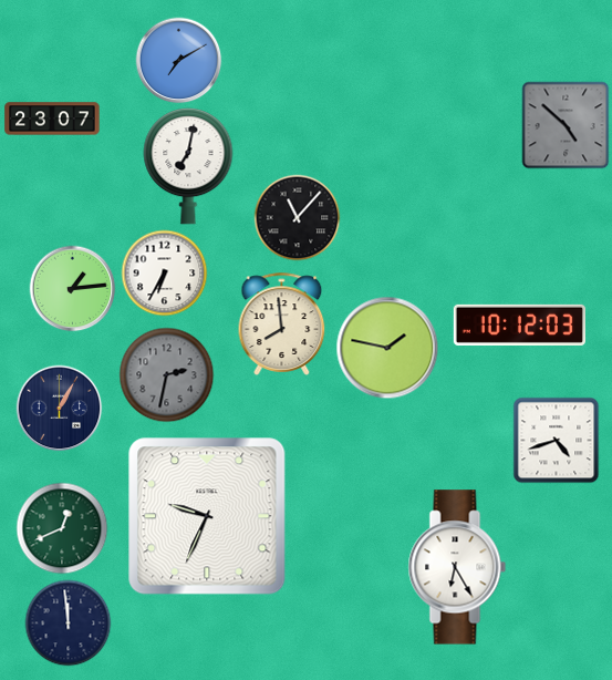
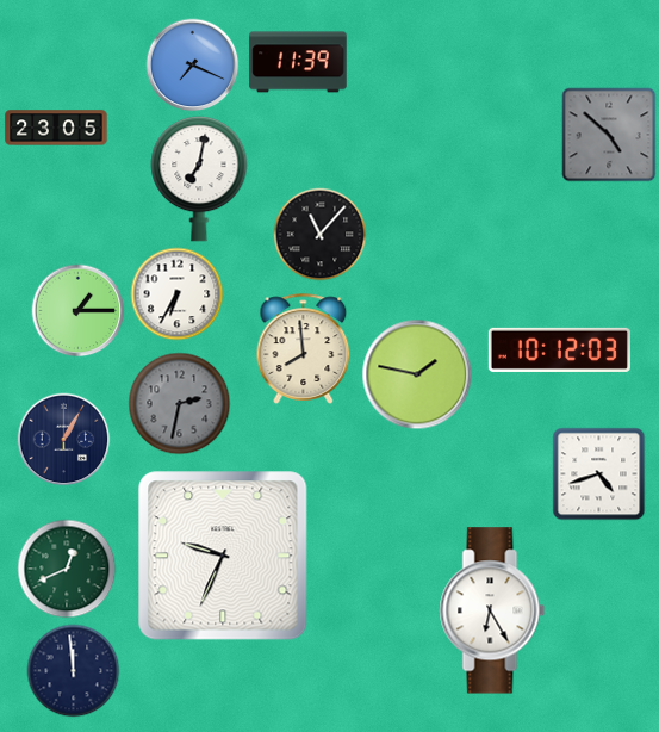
clock at (298, 62): none -> 11:39
clock at (178, 60): 7:10 -> 7:19
clock at (52, 119): 23:07 -> 23:05
clock at (188, 167) position: (188, 167) -> (199, 180)
clock at (72, 288): 1:14 -> 1:15
